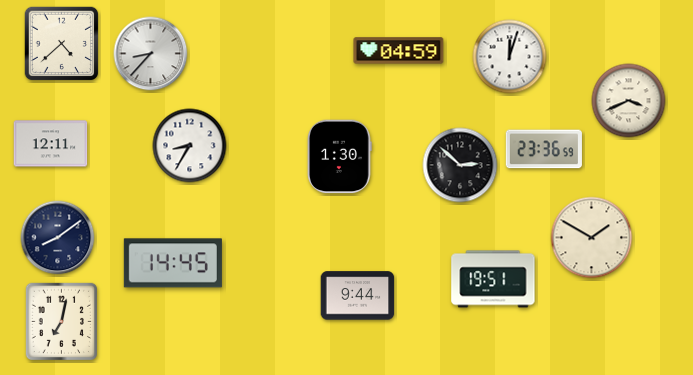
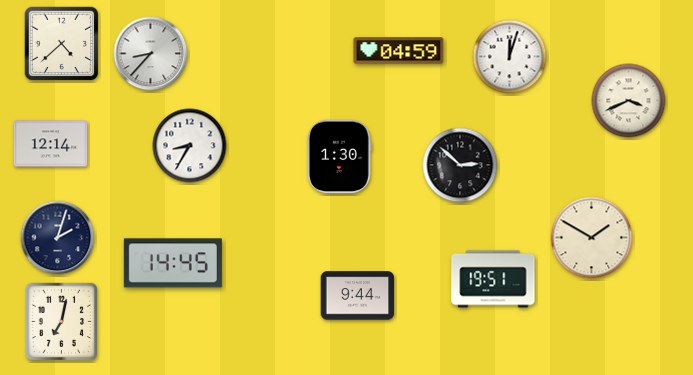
clock at (51, 144): 12:11 -> 12:14
clock at (544, 149): 23:36 -> none
clock at (58, 238): 8:09 -> 2:03
